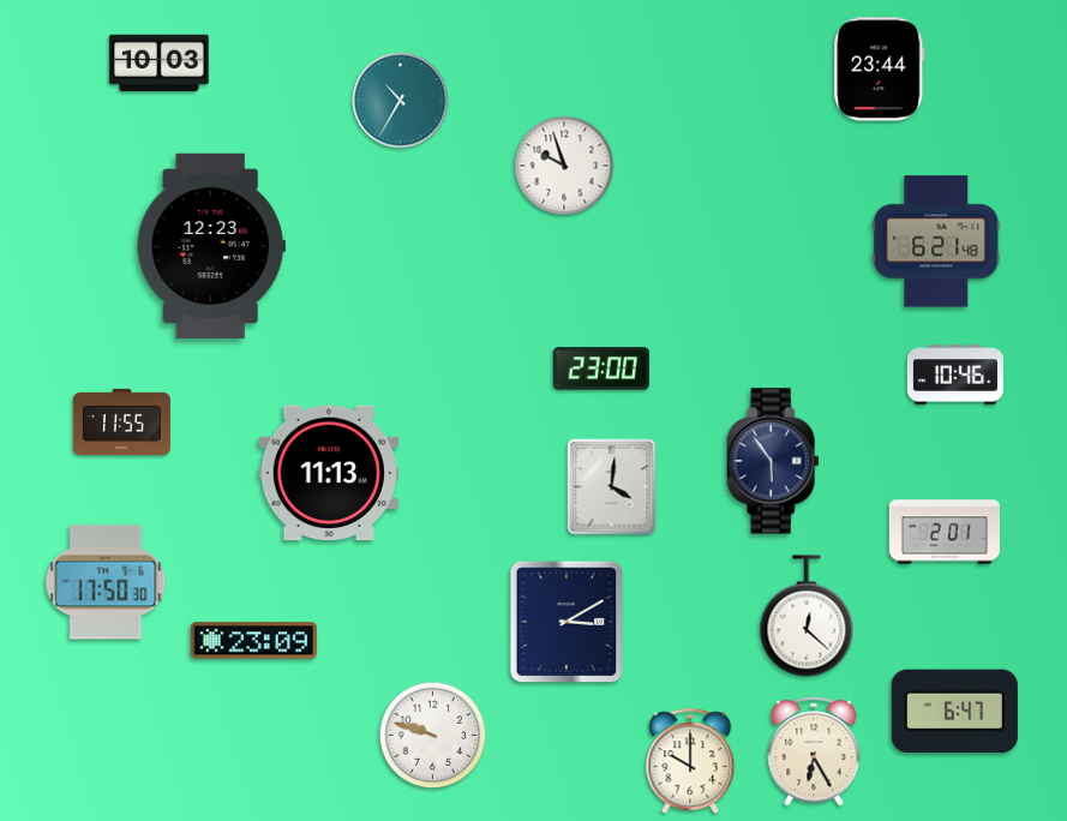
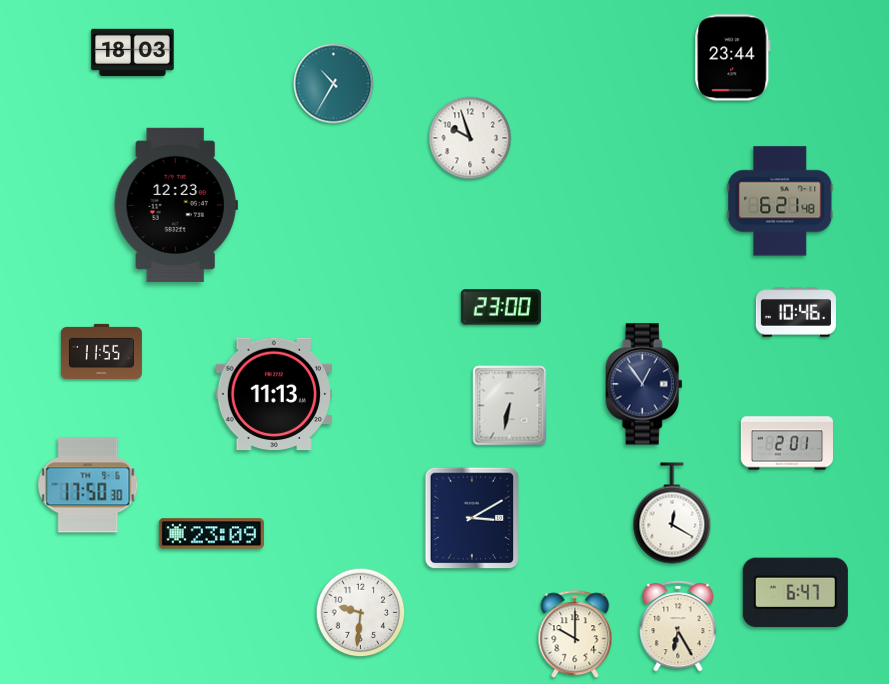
clock at (160, 64): 10:03 -> 18:03
clock at (773, 461): 5:54 -> 12:54
clock at (612, 487): 4:01 -> 6:32
clock at (807, 616): 12:22 -> 12:20
clock at (433, 736): 9:48 -> 9:31
